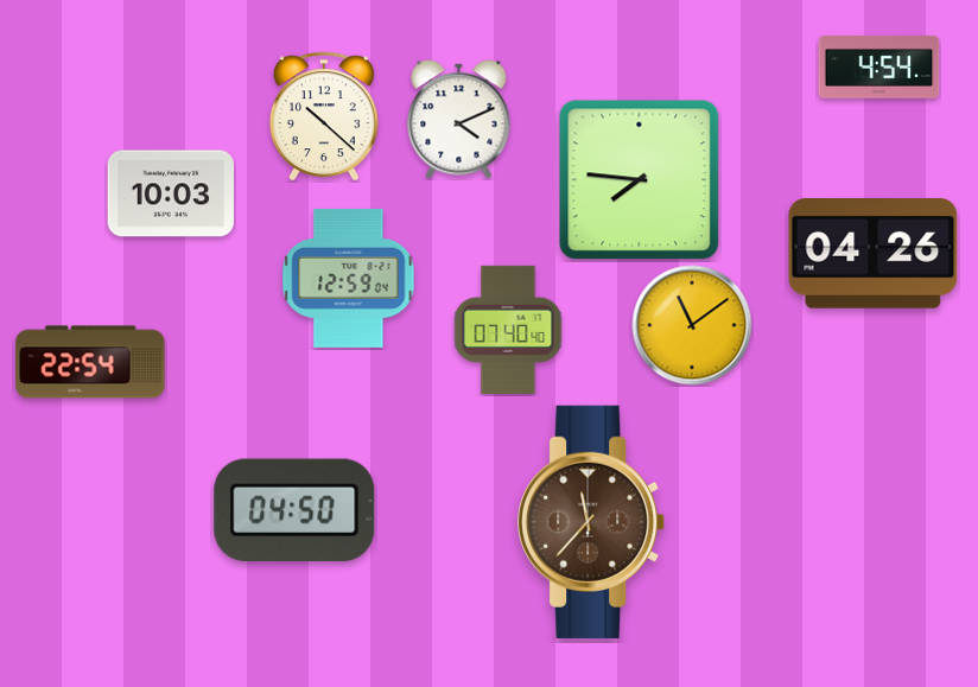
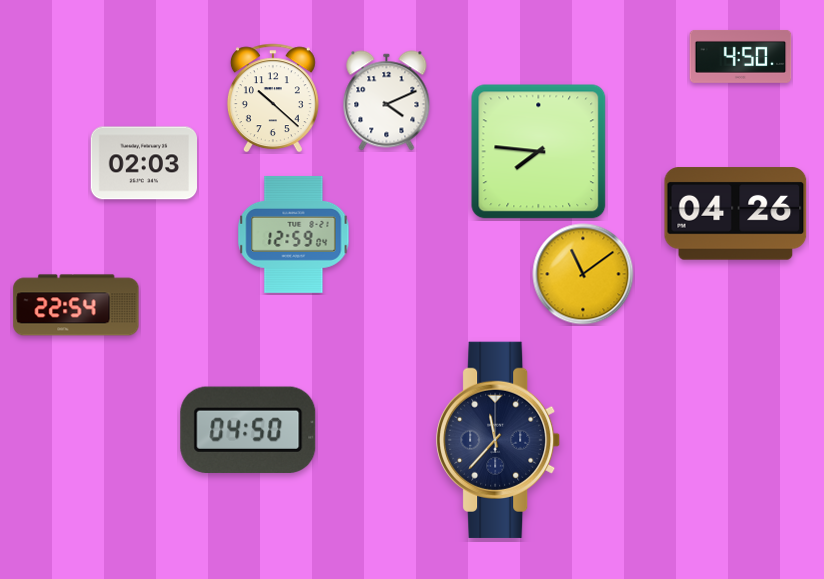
clock at (879, 66): 4:54 -> 4:50
clock at (170, 193): 10:03 -> 02:03
clock at (508, 329): 07:40 -> none
clock at (592, 522) dial: brown -> navy
